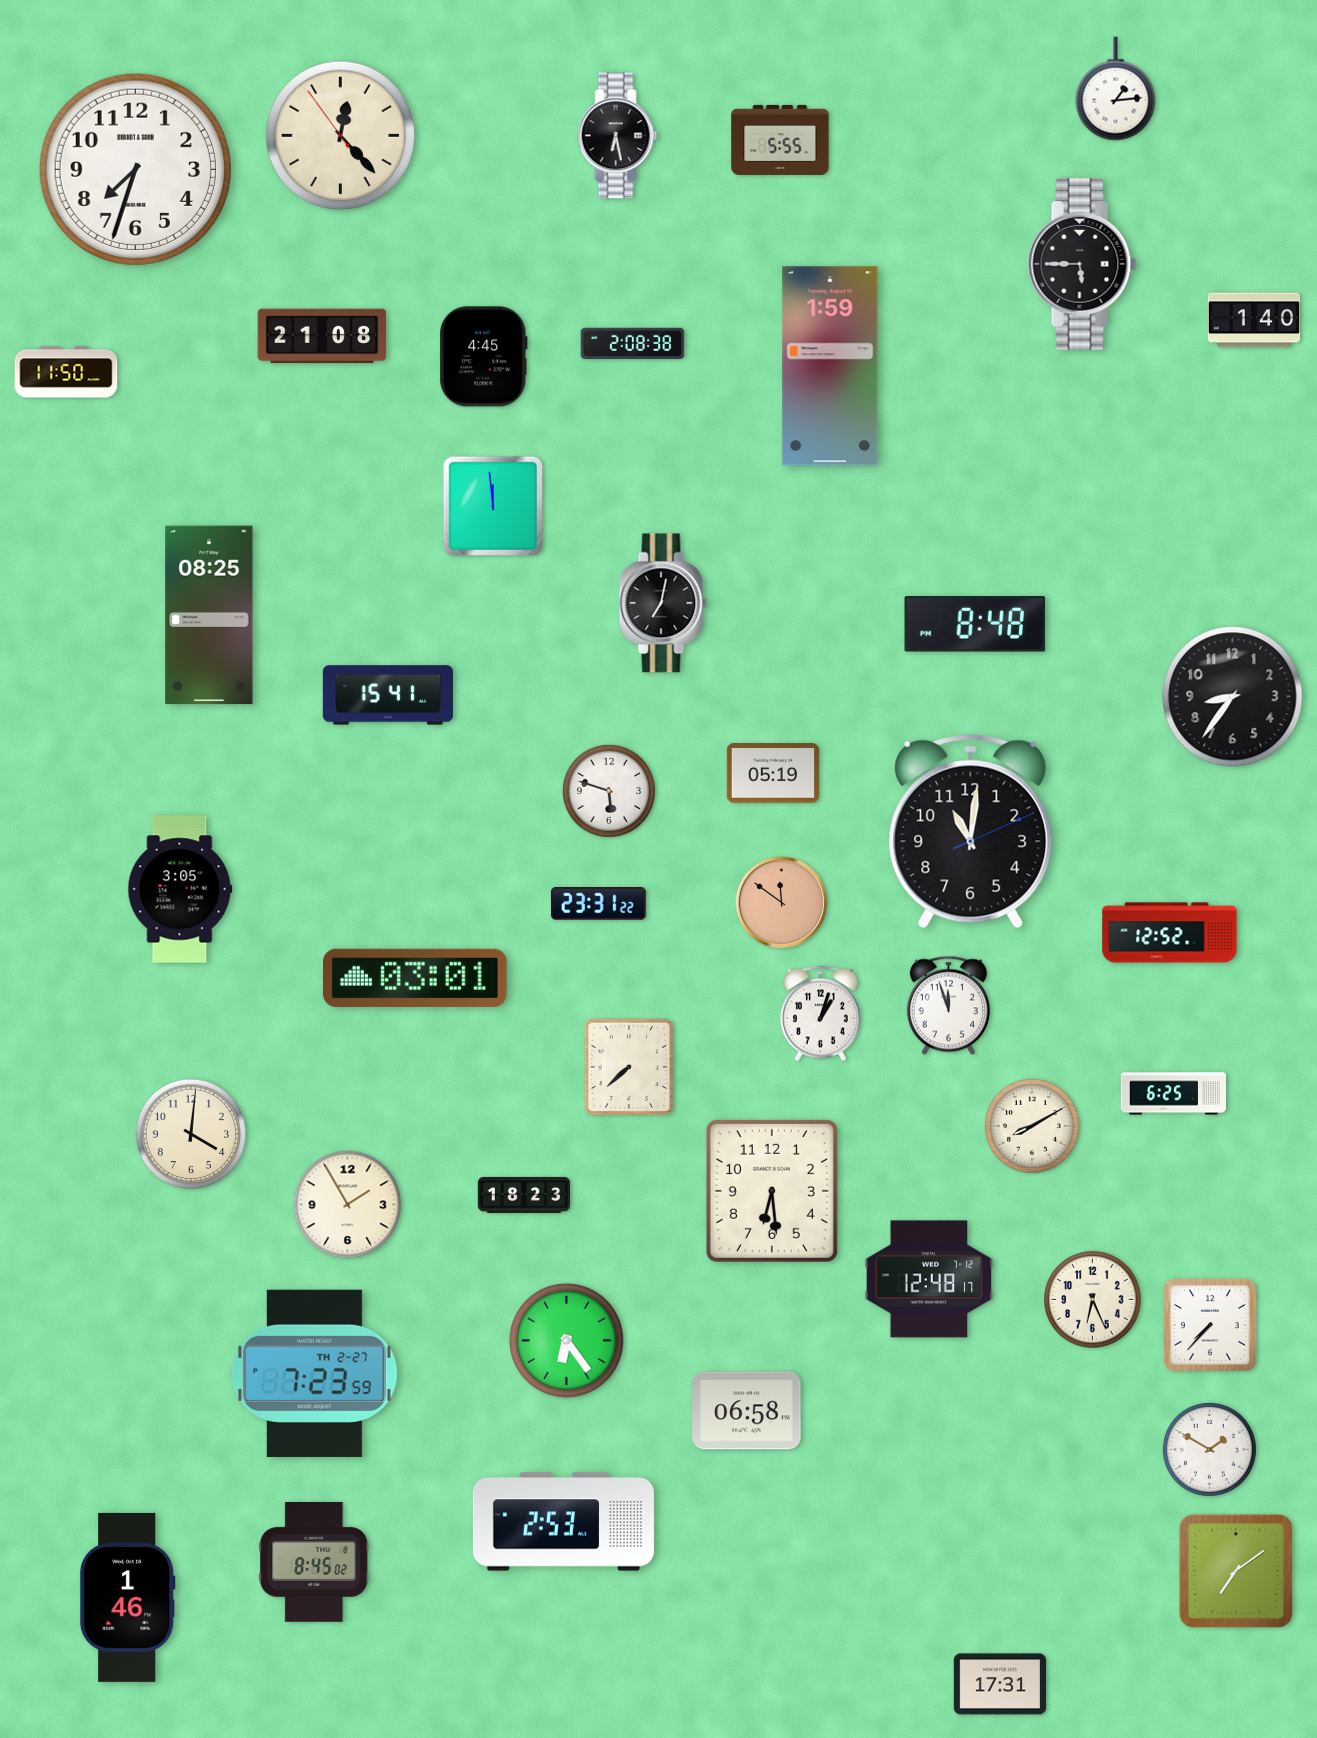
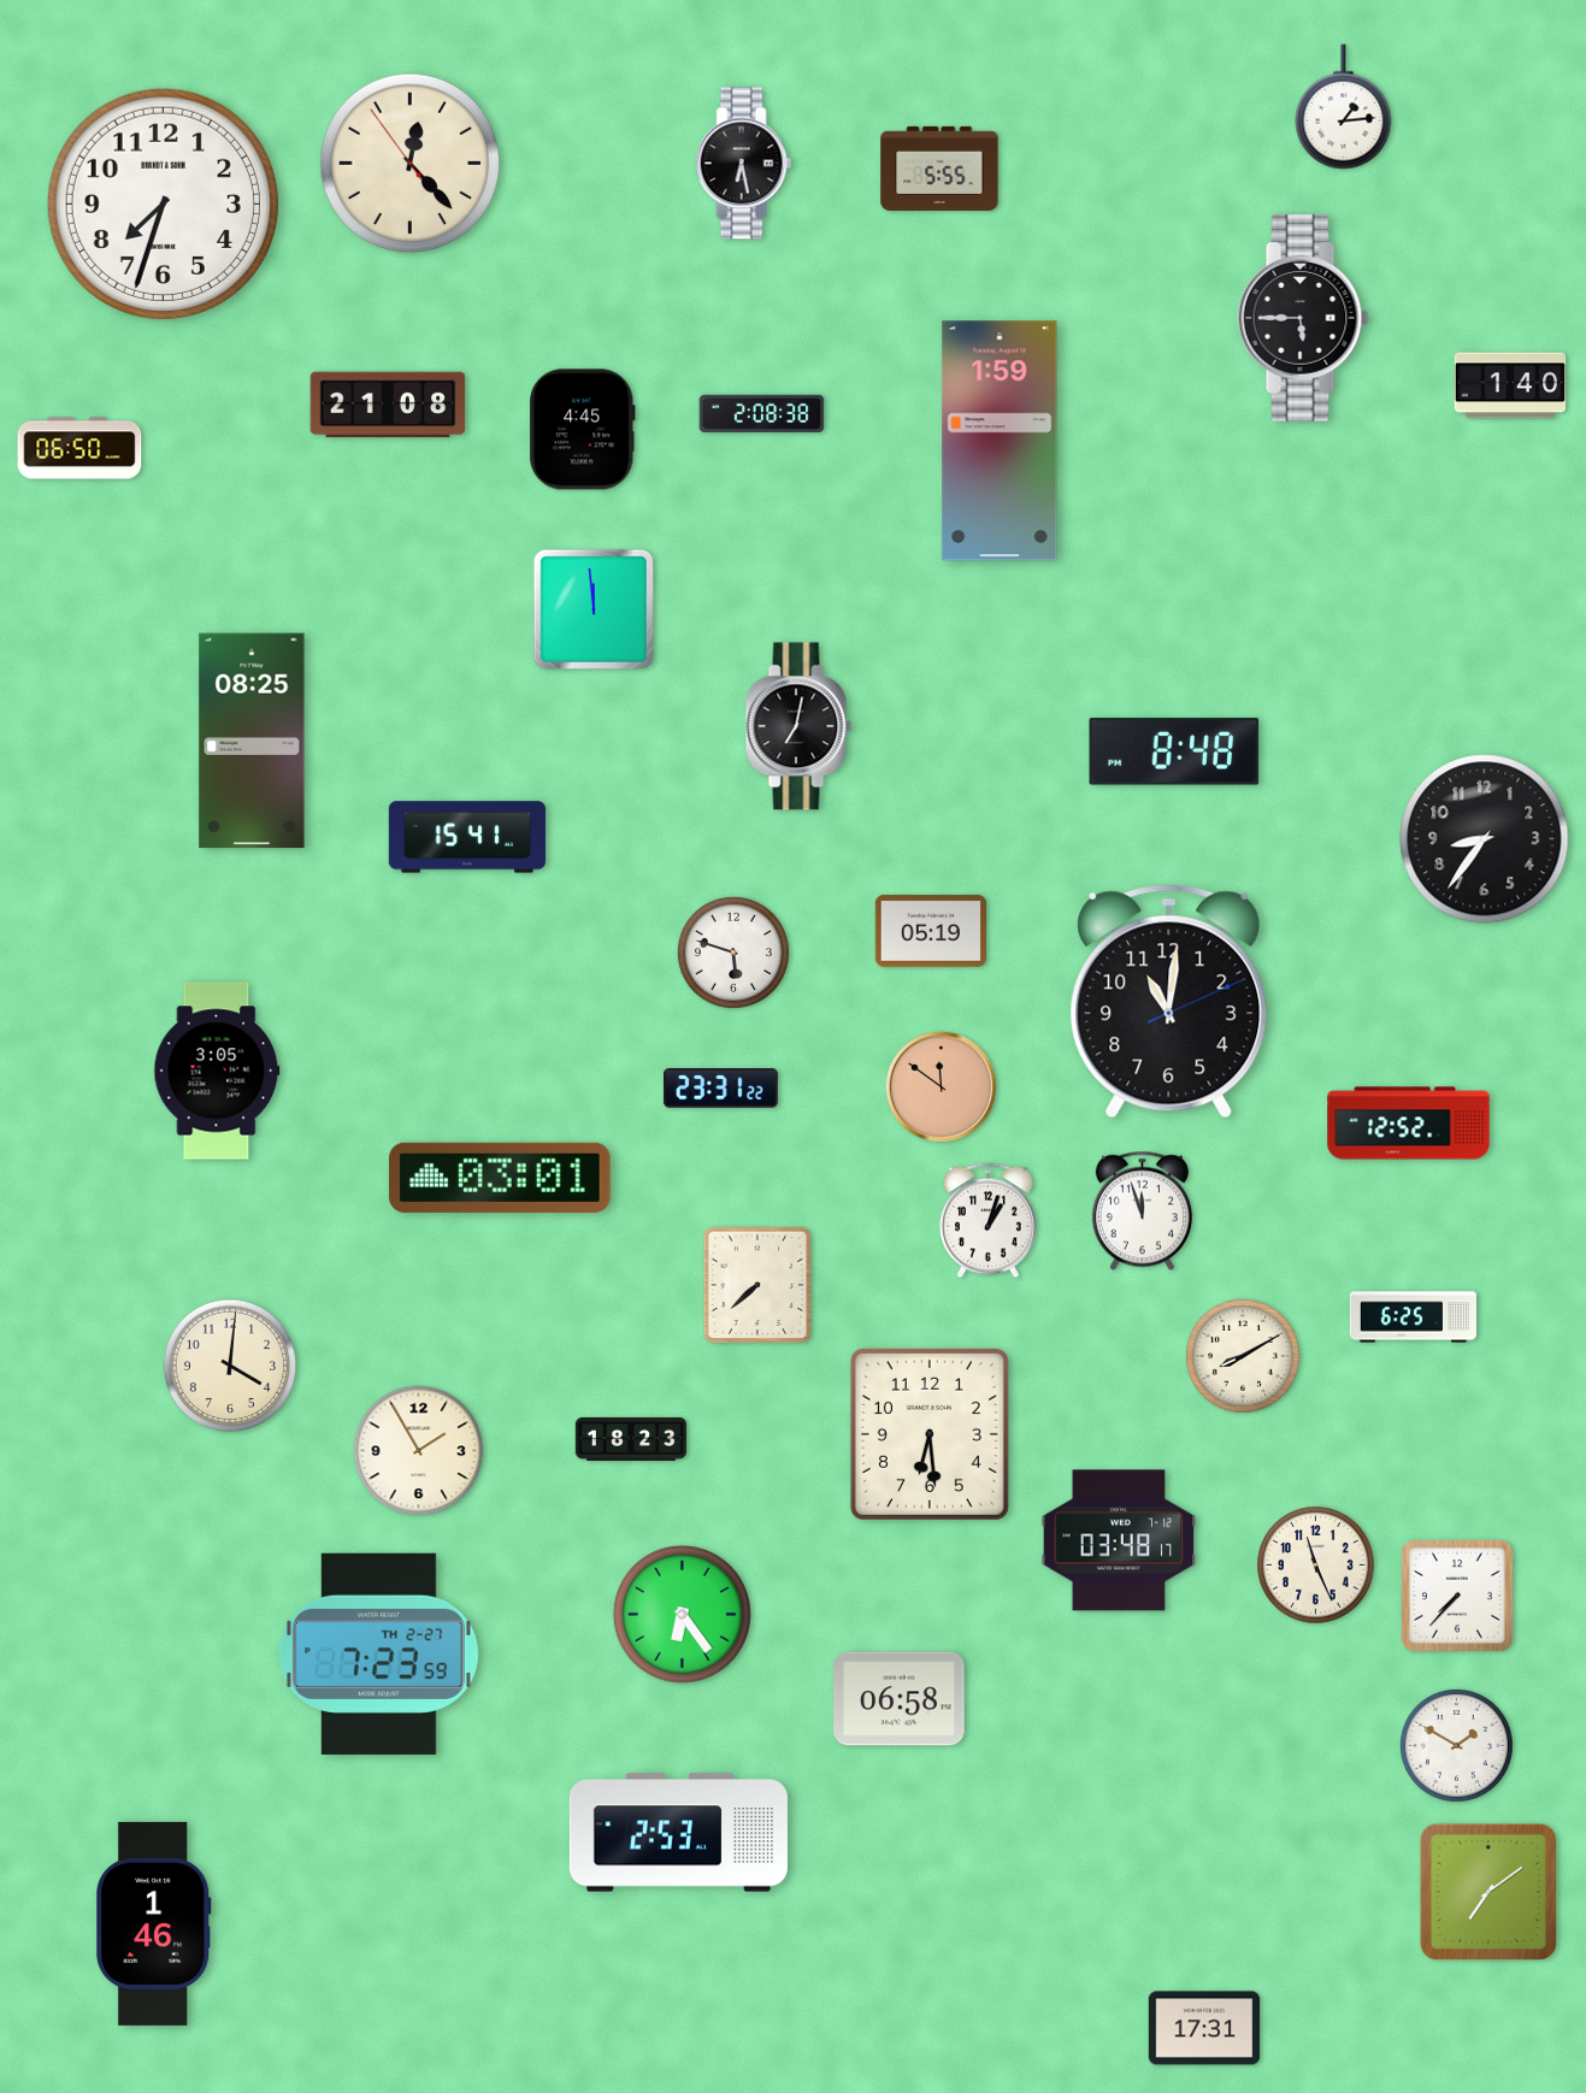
clock at (66, 372): 11:50 -> 06:50
clock at (929, 1279): 12:48 -> 03:48
clock at (1093, 1300): 6:26 -> 11:26
clock at (314, 1562): 8:45 -> none
